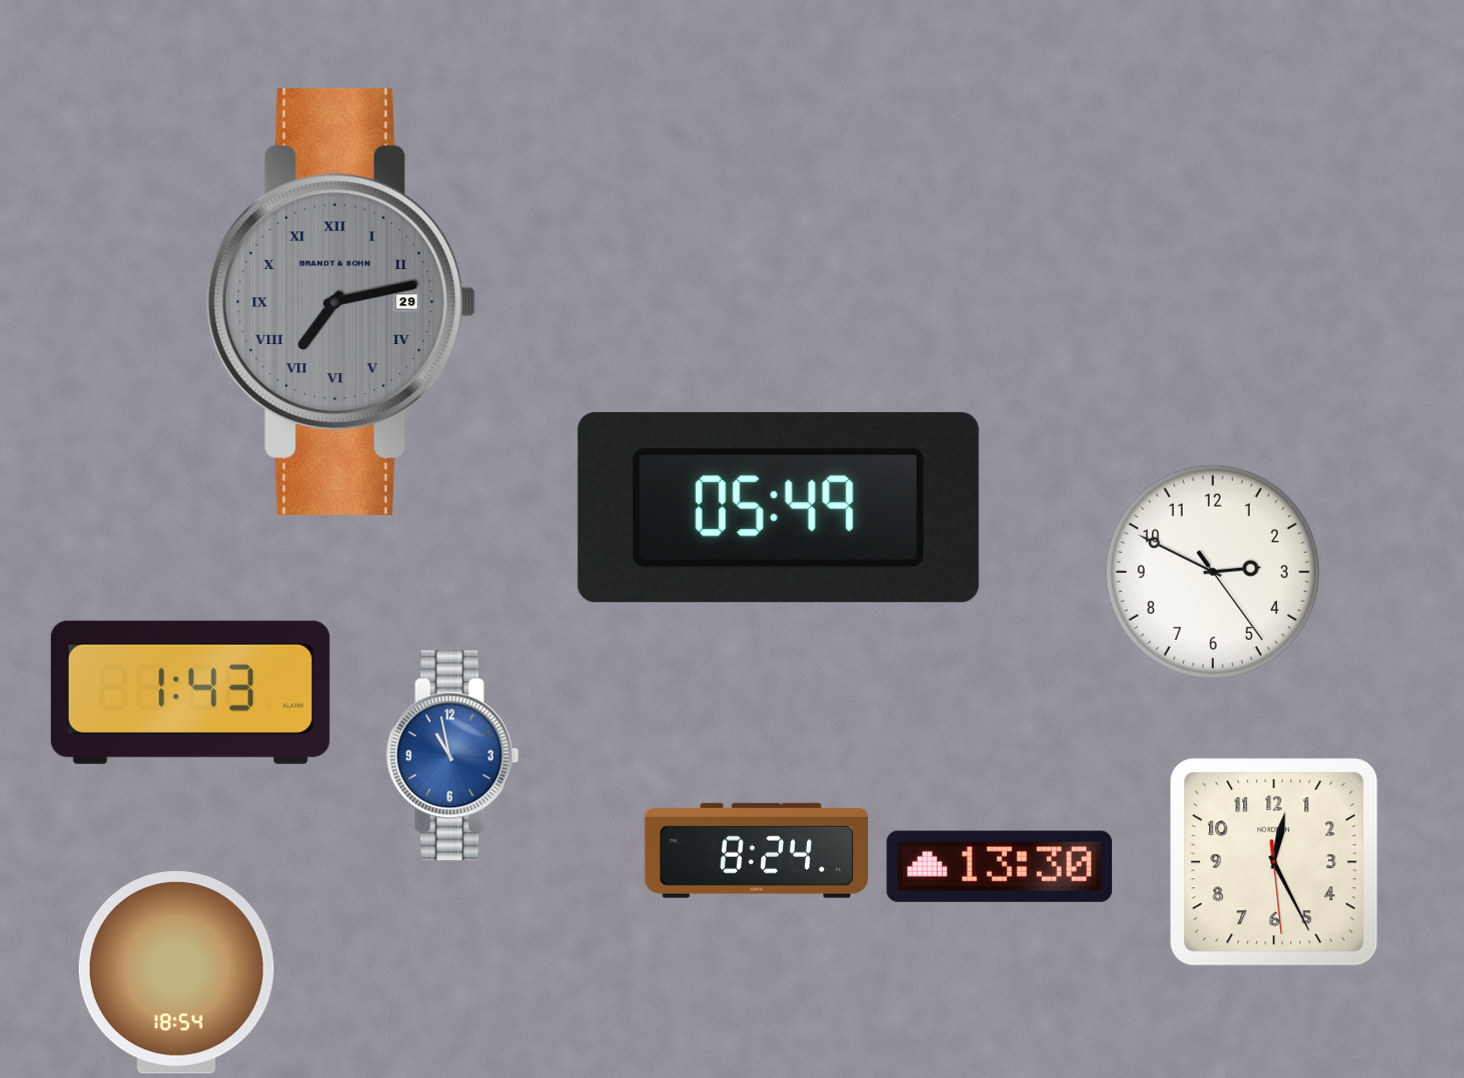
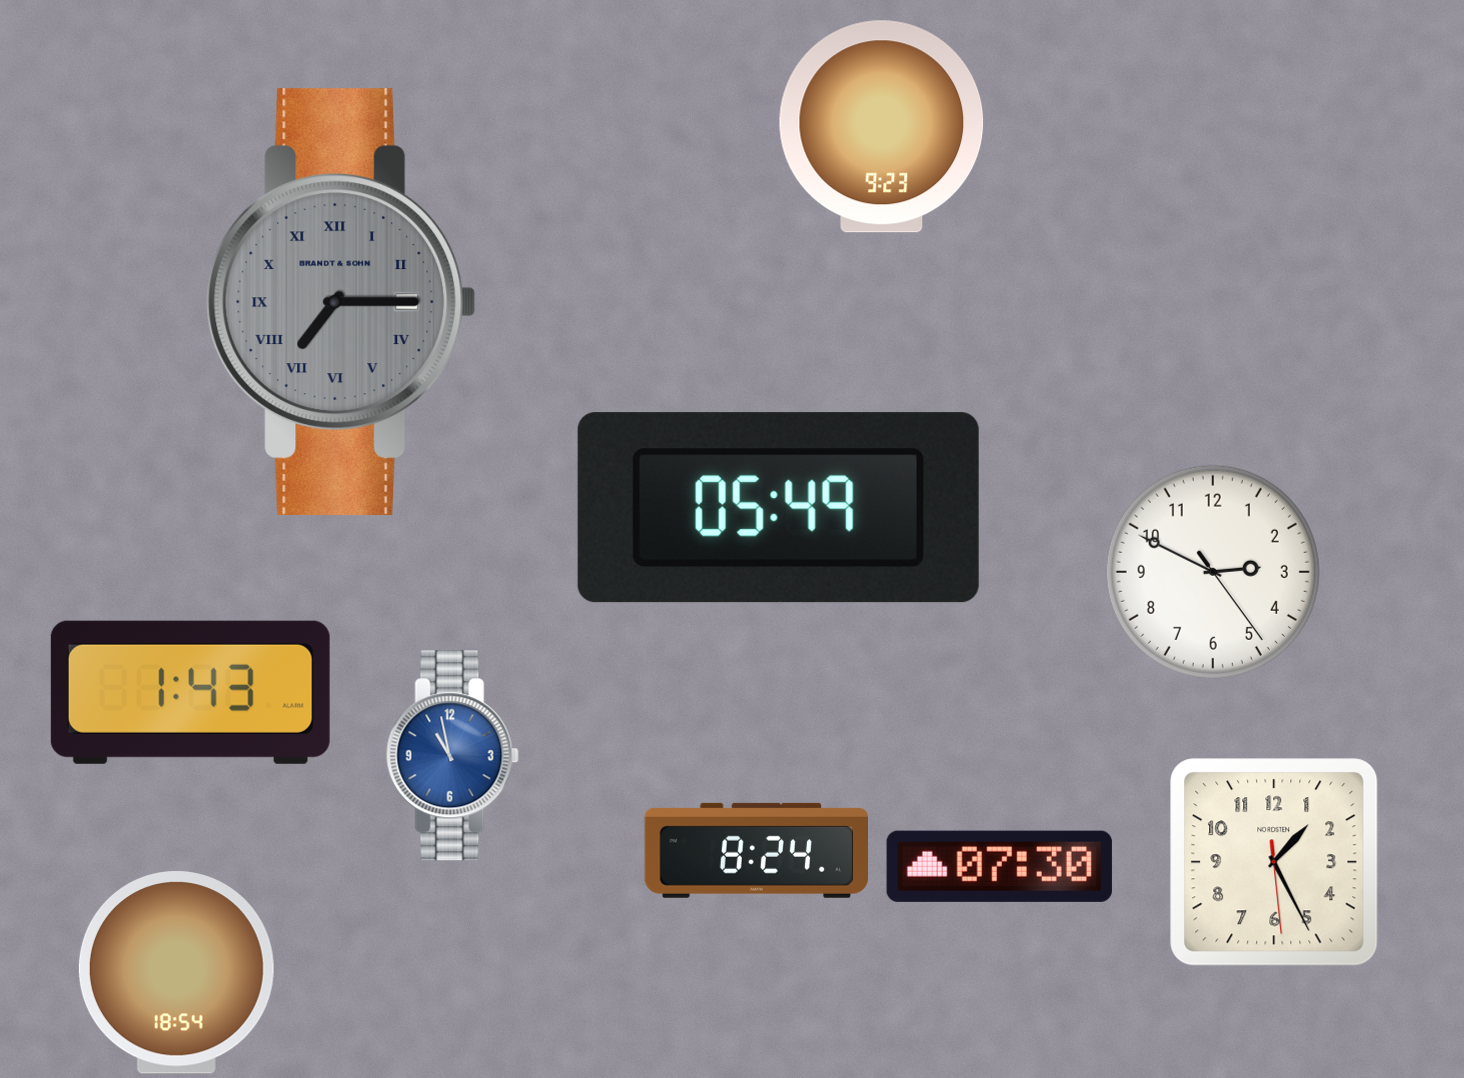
clock at (882, 127): none -> 9:23
clock at (341, 302): 7:13 -> 7:15
clock at (1274, 862): 12:25 -> 1:25
clock at (999, 866): 13:30 -> 07:30
